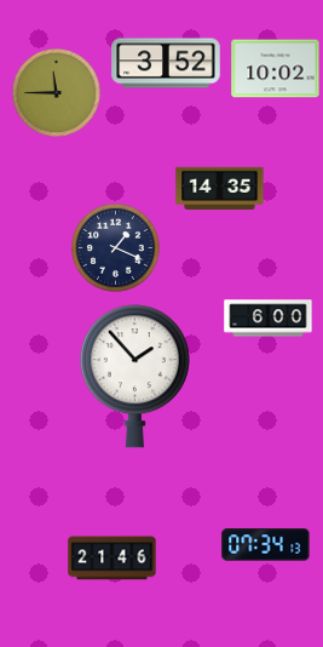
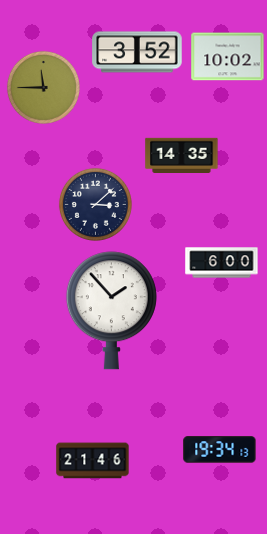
clock at (56, 92) position: (56, 92) -> (43, 87)
clock at (115, 247): 1:19 -> 3:08
clock at (266, 545): 07:34 -> 19:34
